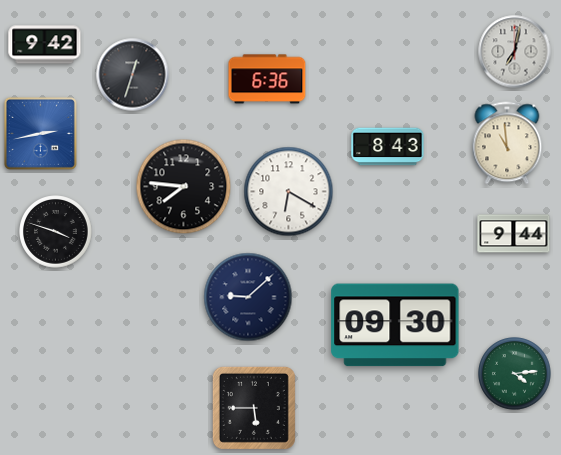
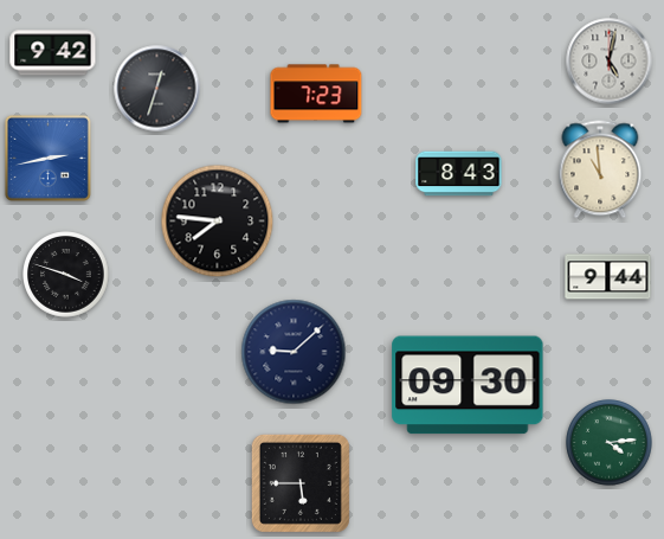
clock at (515, 52): 7:02 -> 5:02
clock at (267, 79): 6:36 -> 7:23
clock at (289, 192): 6:20 -> none
